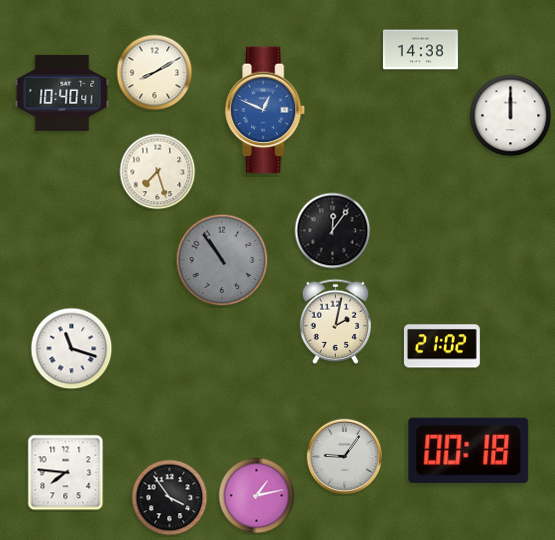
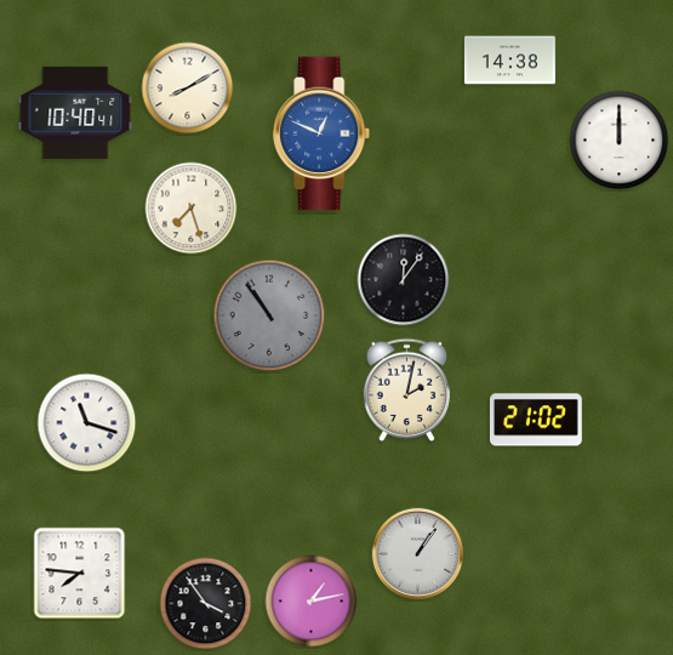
clock at (469, 450): 00:18 -> none
clock at (345, 457): 9:06 -> 1:06
